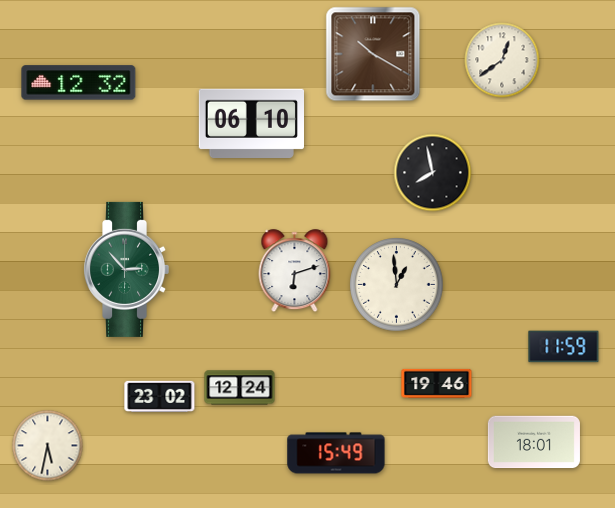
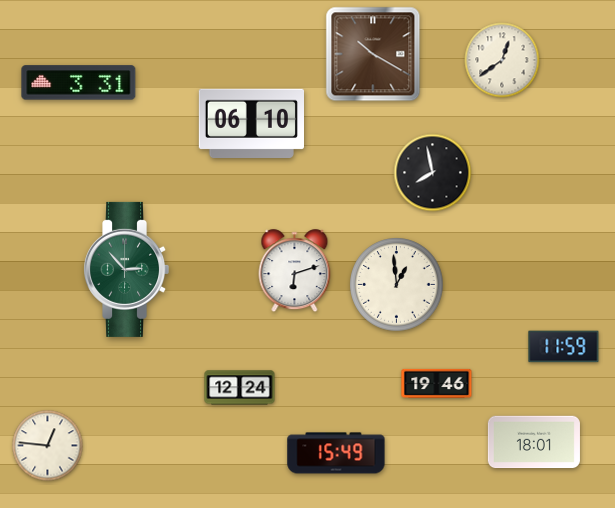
clock at (79, 83): 12:32 -> 3:31
clock at (160, 396): 23:02 -> none
clock at (48, 446): 5:32 -> 12:46
